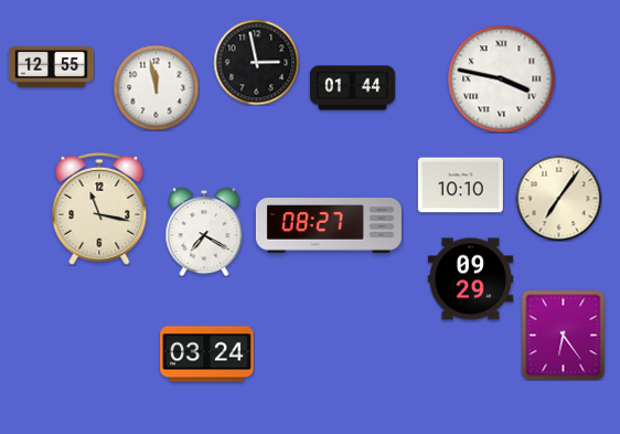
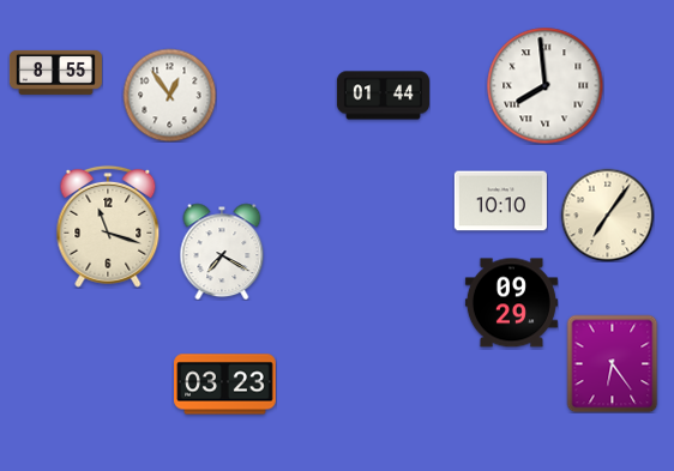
clock at (256, 62): 2:58 -> none
clock at (51, 66): 12:55 -> 8:55
clock at (501, 78): 3:47 -> 7:59
clock at (156, 87): 11:58 -> 12:54
clock at (99, 209): 11:17 -> 11:18
clock at (329, 225): 08:27 -> none
clock at (207, 354): 03:24 -> 03:23
